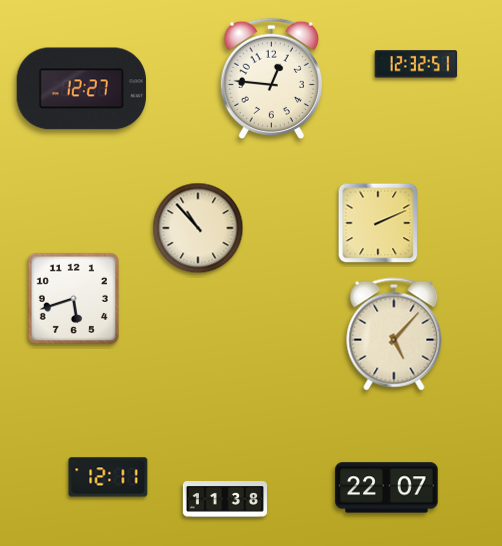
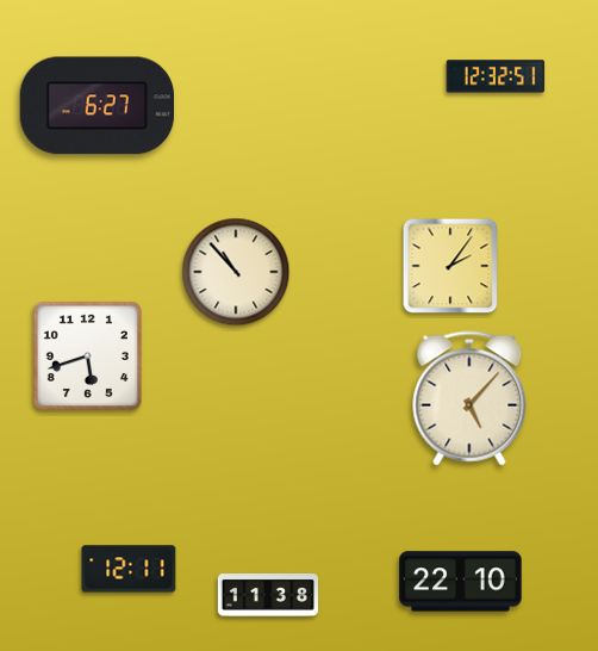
clock at (271, 79): 12:46 -> none
clock at (81, 89): 12:27 -> 6:27
clock at (378, 223): 2:11 -> 2:06
clock at (387, 488): 22:07 -> 22:10
